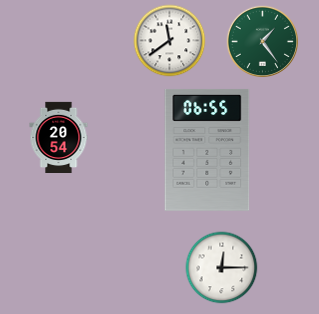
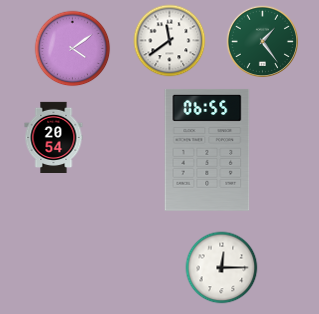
clock at (73, 49): none -> 4:09
clock at (59, 137) position: (59, 137) -> (54, 137)
